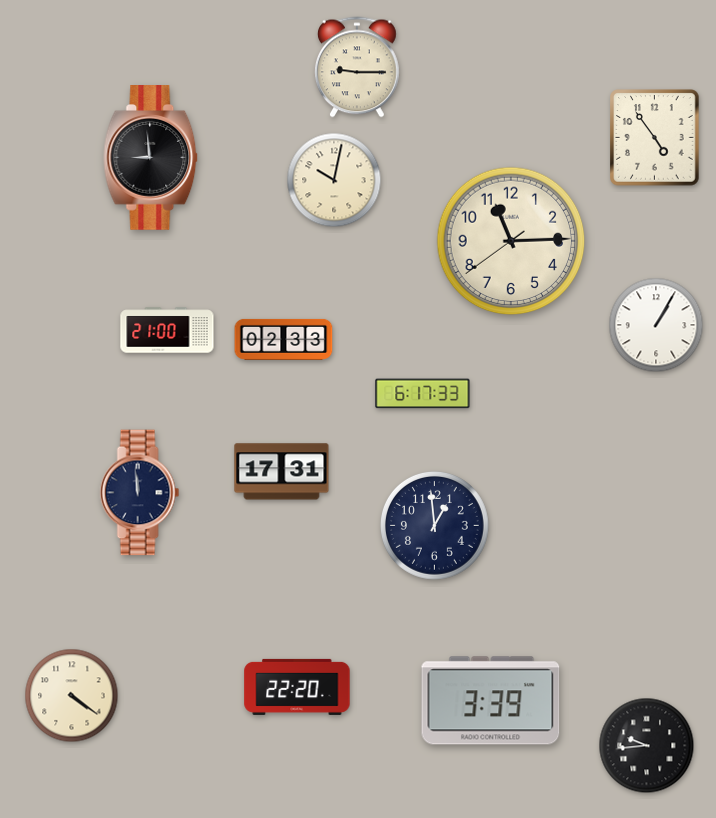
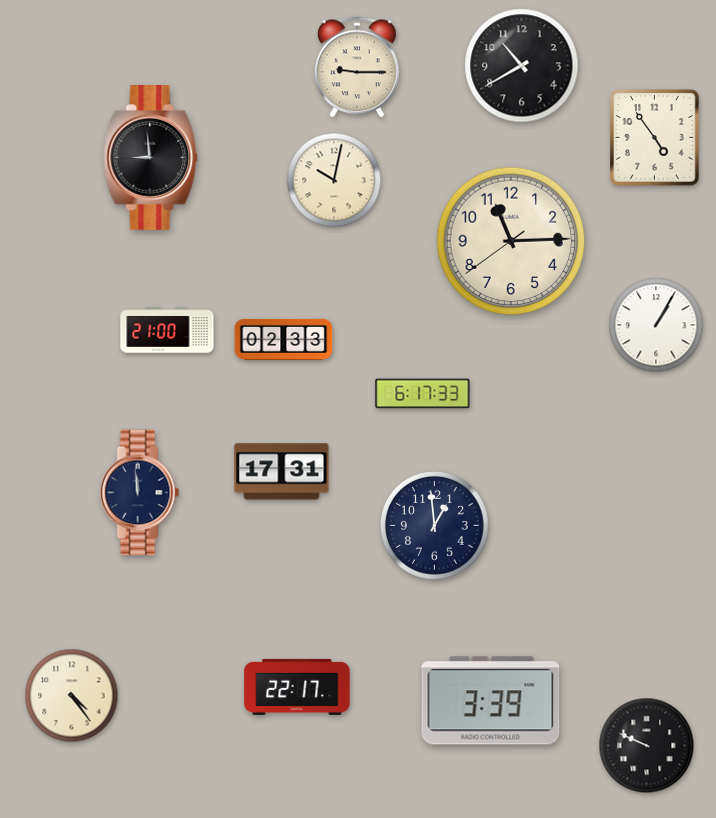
clock at (522, 66): none -> 10:40
clock at (297, 687): 22:20 -> 22:17
clock at (72, 696): 4:21 -> 4:24
clock at (647, 746): 9:44 -> 9:49
